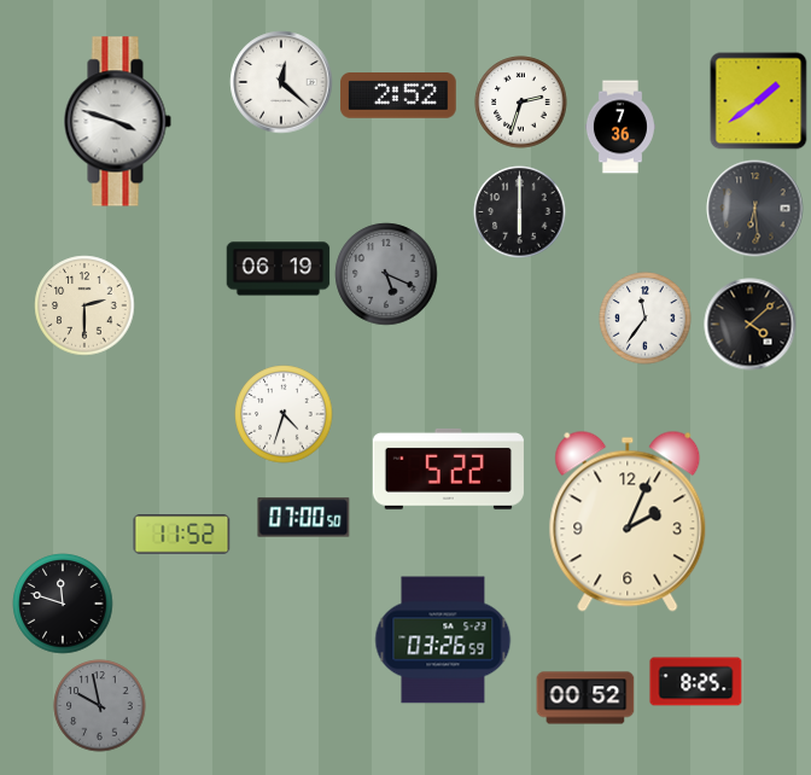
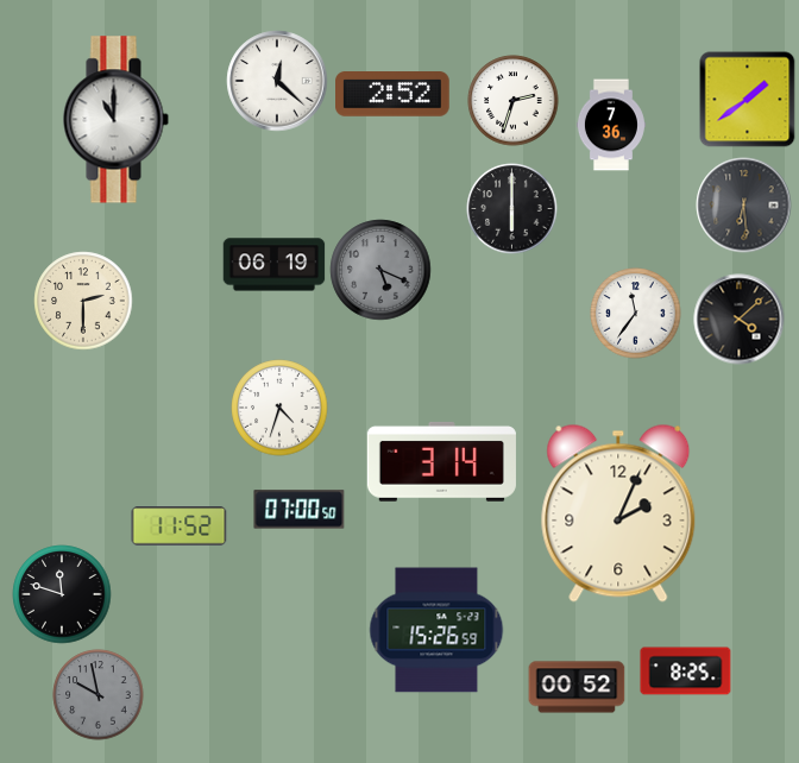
clock at (117, 122): 3:48 -> 11:00
clock at (448, 468): 5:22 -> 3:14
clock at (443, 640): 03:26 -> 15:26
